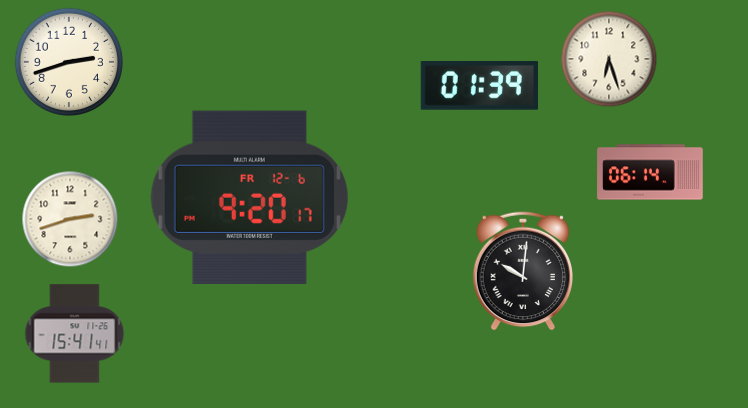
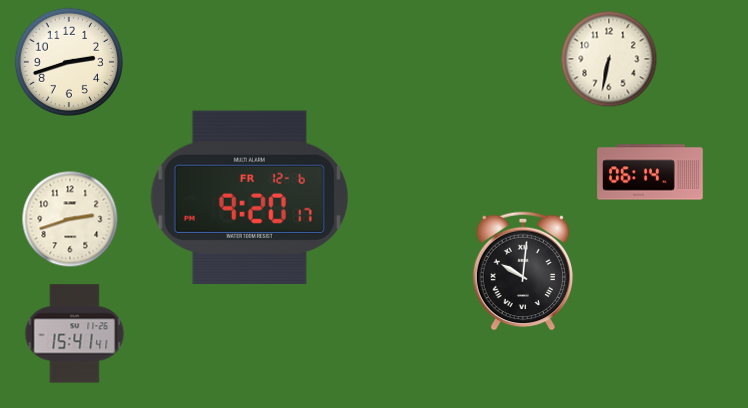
clock at (609, 59): 6:27 -> 6:32
clock at (479, 86): 01:39 -> none
